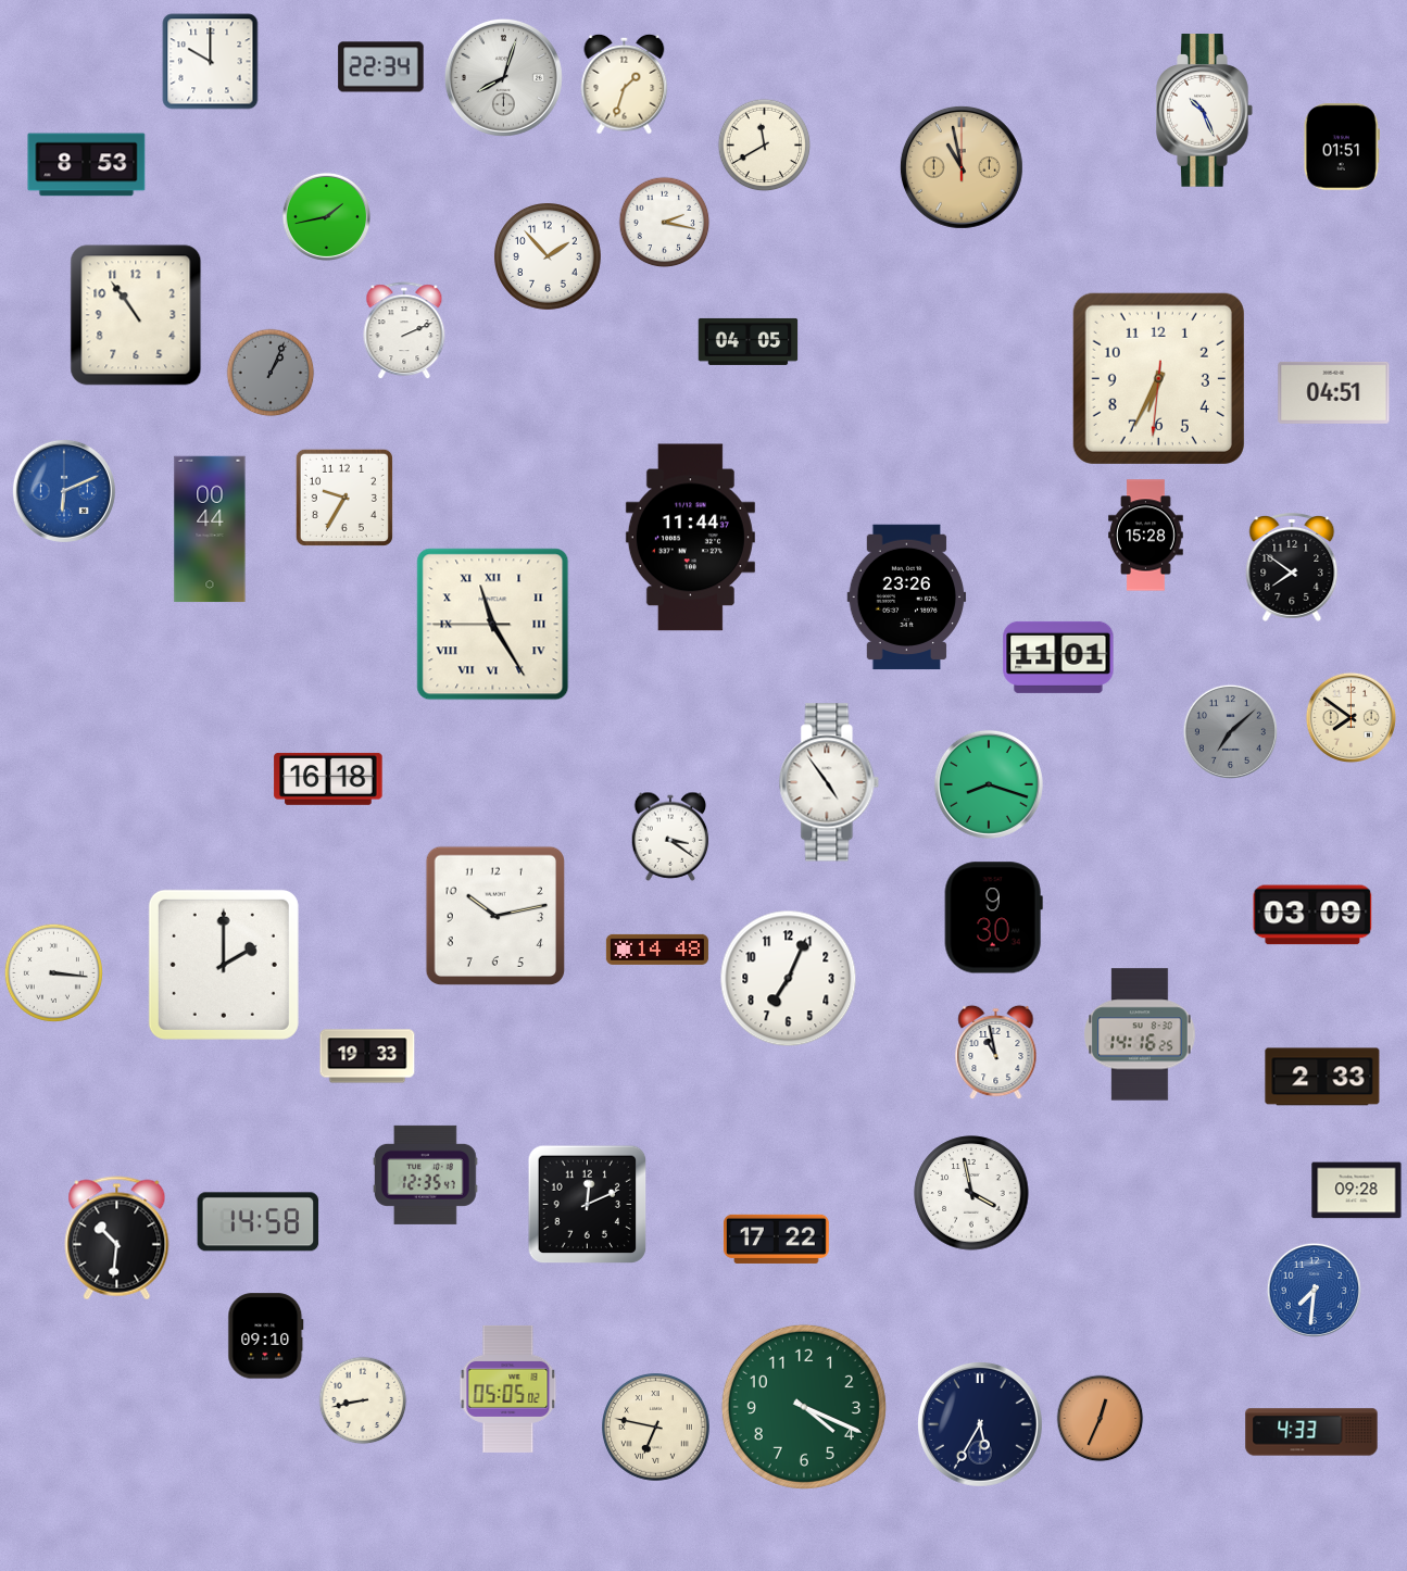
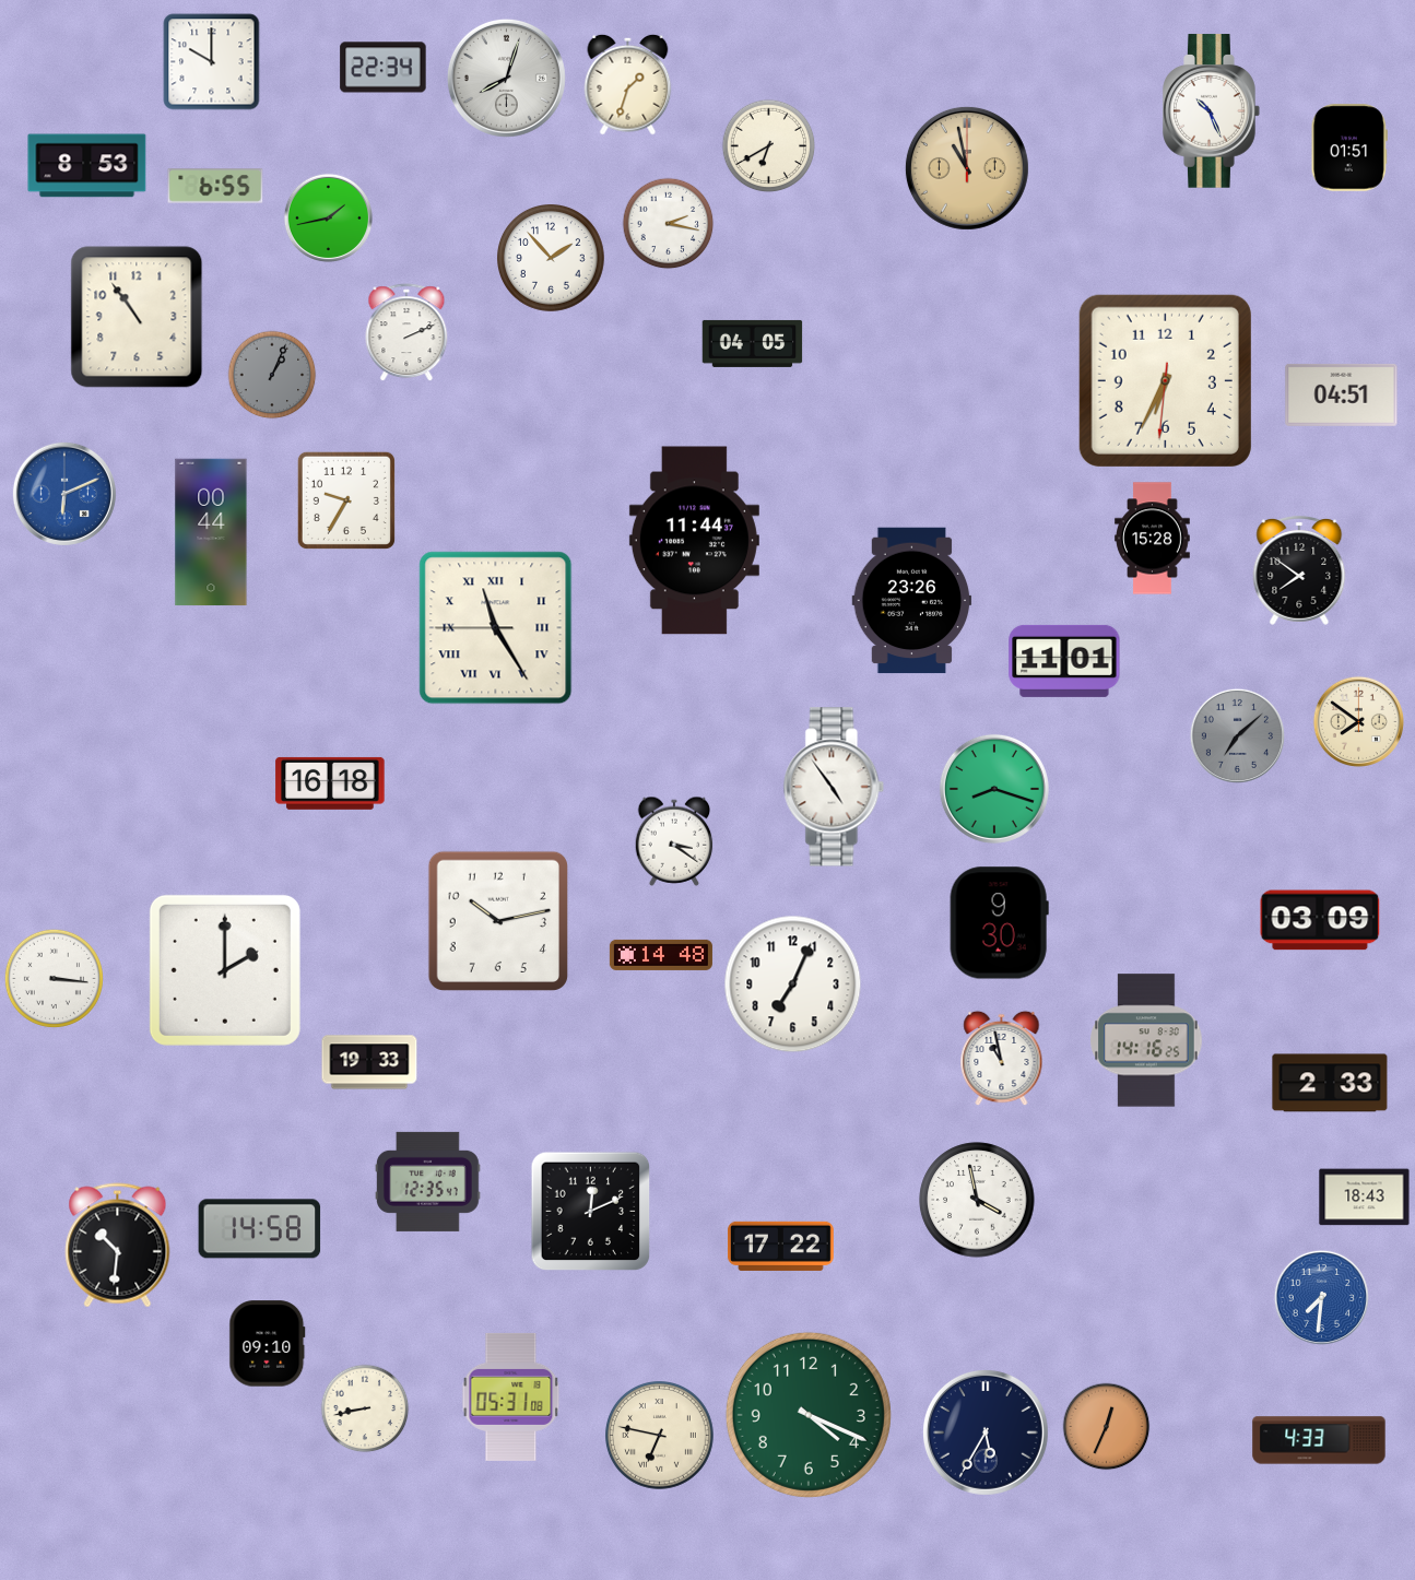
clock at (765, 146): 11:40 -> 6:40
clock at (215, 186): none -> 6:55
clock at (1357, 1191): 09:28 -> 18:43
clock at (508, 1388): 05:05 -> 05:31
